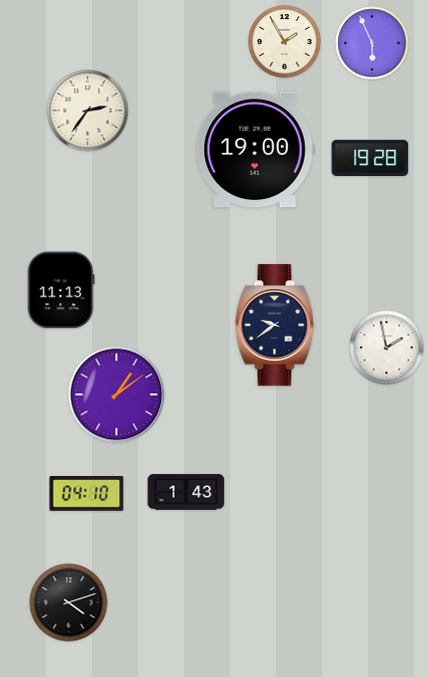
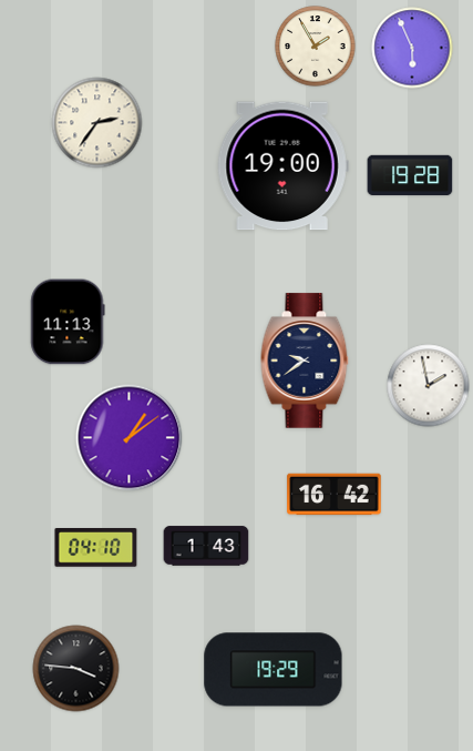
clock at (335, 495): none -> 16:42
clock at (69, 603): 4:12 -> 3:46
clock at (274, 670): none -> 19:29
